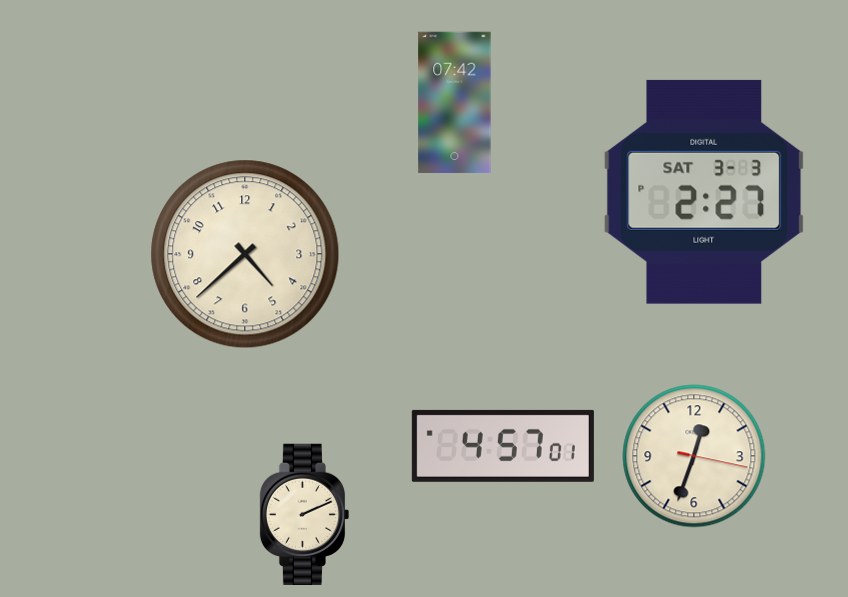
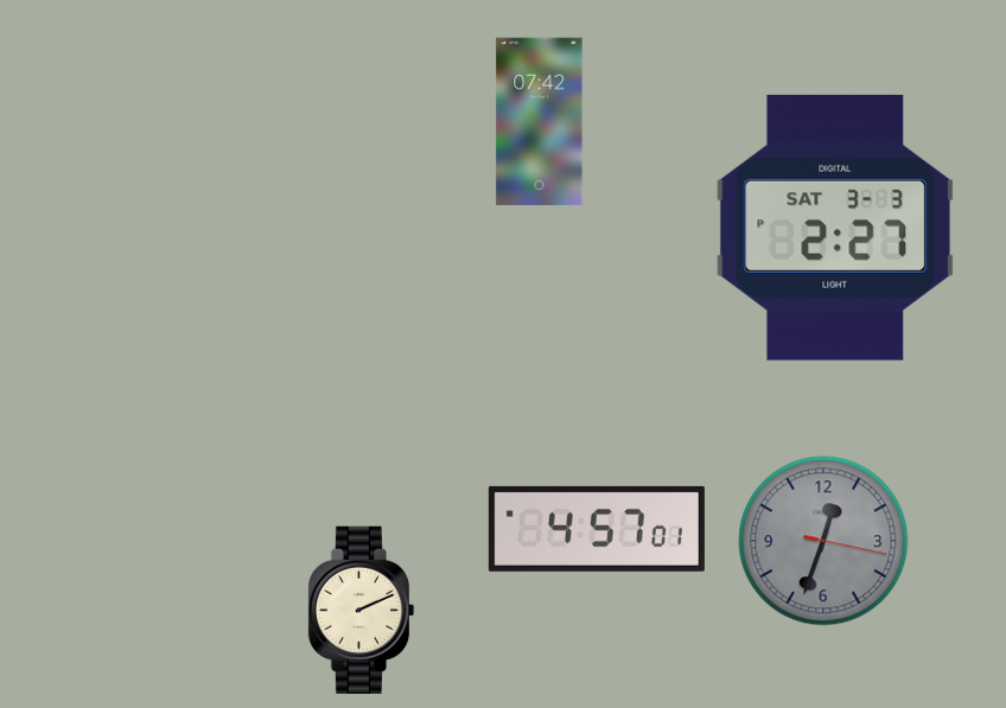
clock at (245, 254): 4:38 -> none
clock at (694, 456) dial: cream -> grey
